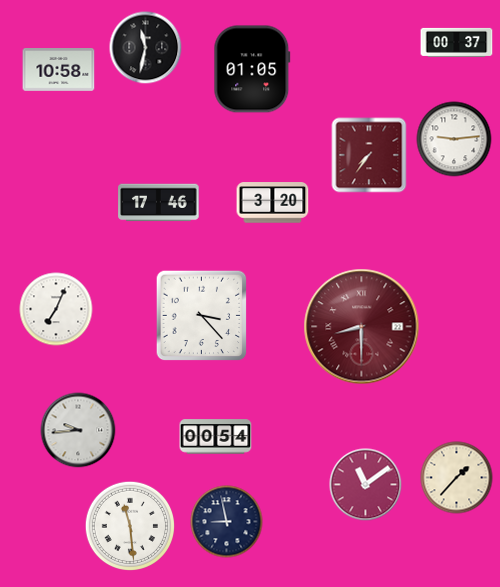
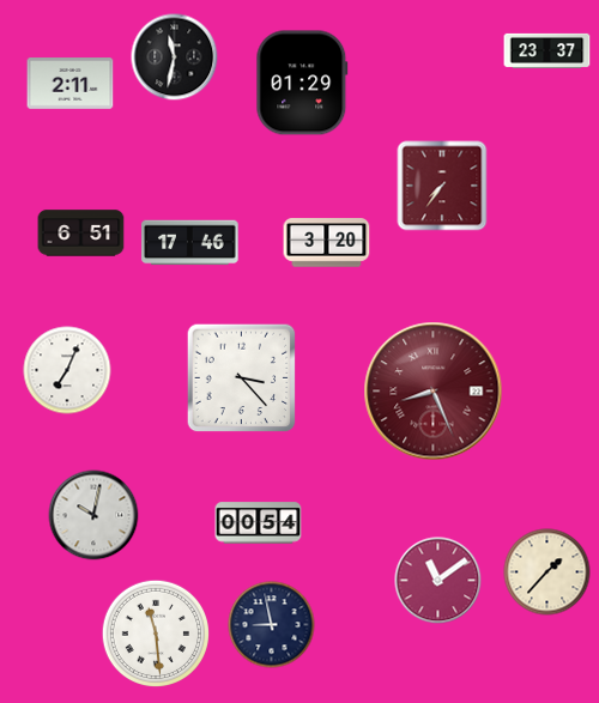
clock at (457, 42): 00:37 -> 23:37
clock at (252, 69): 01:05 -> 01:29
clock at (59, 70): 10:58 -> 2:11
clock at (454, 139): 9:14 -> none
clock at (81, 234): none -> 6:51
clock at (362, 327): 8:30 -> 8:26
clock at (78, 430): 9:44 -> 10:02
clock at (130, 526) position: (130, 526) -> (156, 634)
